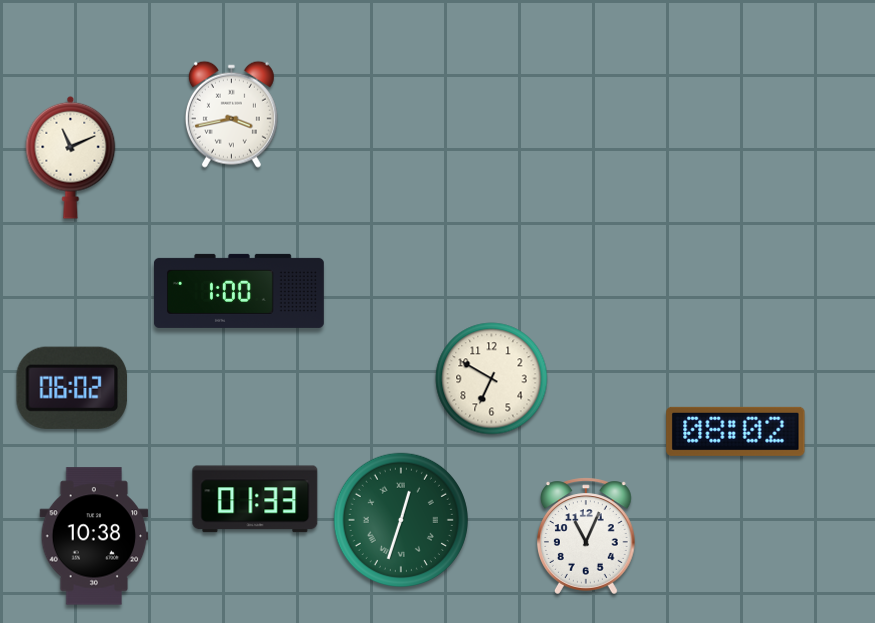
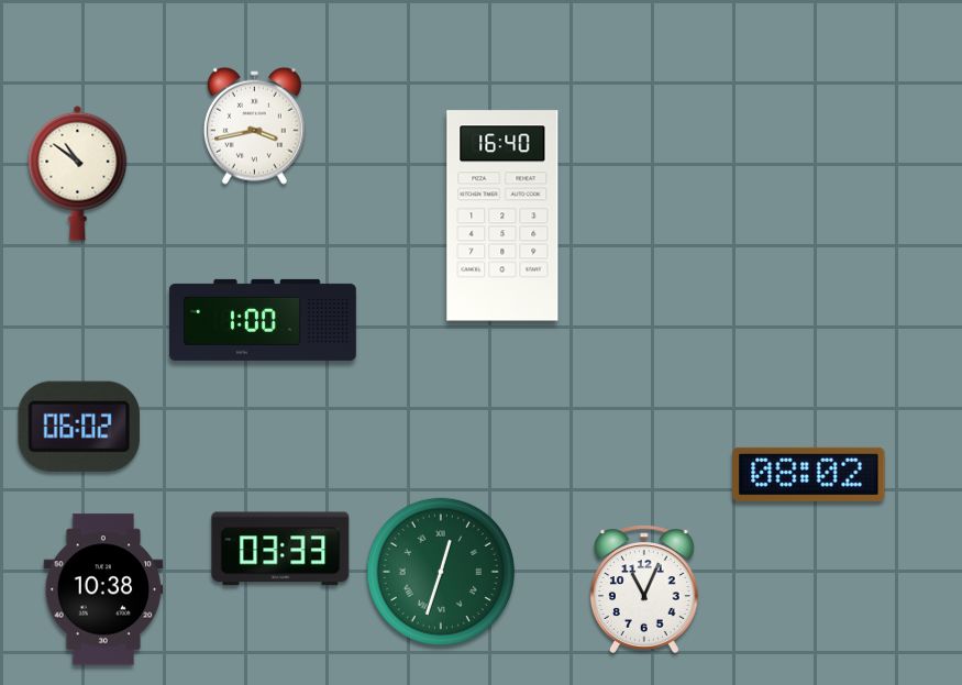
clock at (71, 157): 11:11 -> 10:51
clock at (502, 216): none -> 16:40
clock at (492, 379): 6:50 -> none
clock at (255, 499): 01:33 -> 03:33
